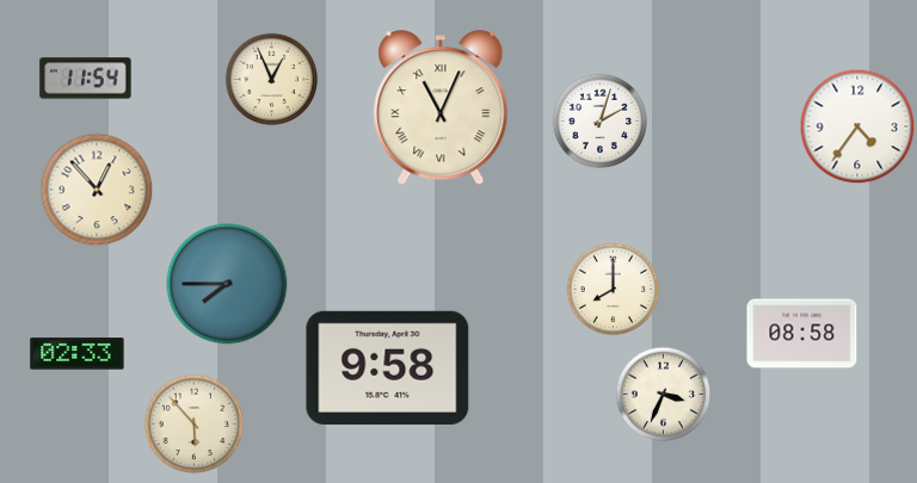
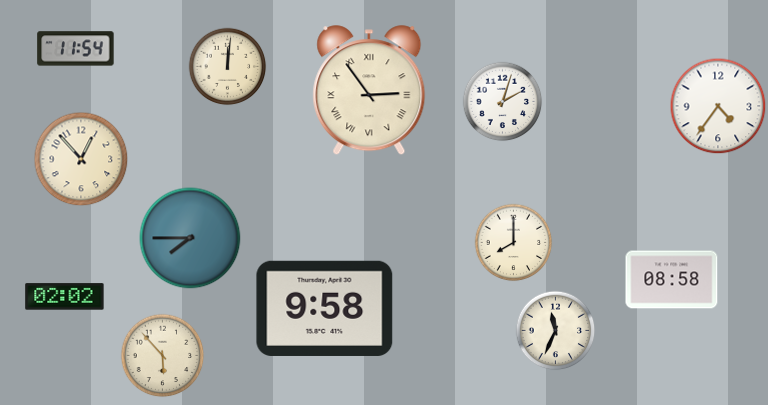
clock at (86, 79) position: (86, 79) -> (76, 49)
clock at (271, 79): 12:56 -> 12:01
clock at (441, 109): 11:04 -> 2:54
clock at (78, 354): 02:33 -> 02:02
clock at (663, 394): 3:34 -> 11:34
